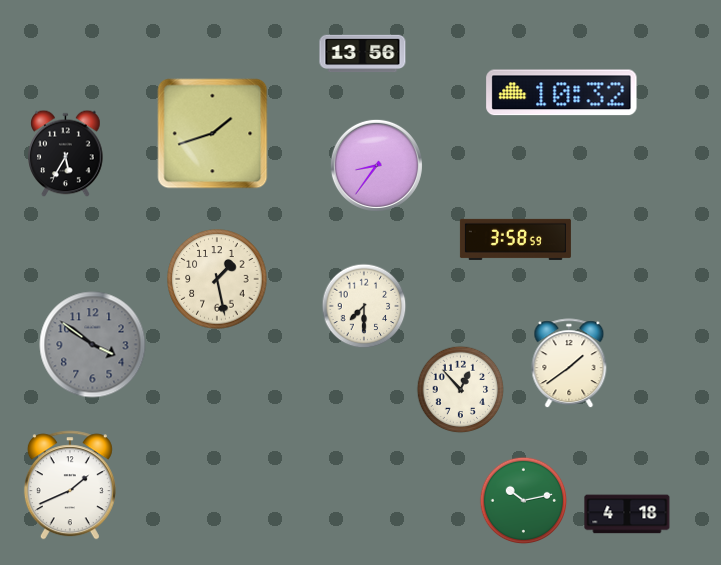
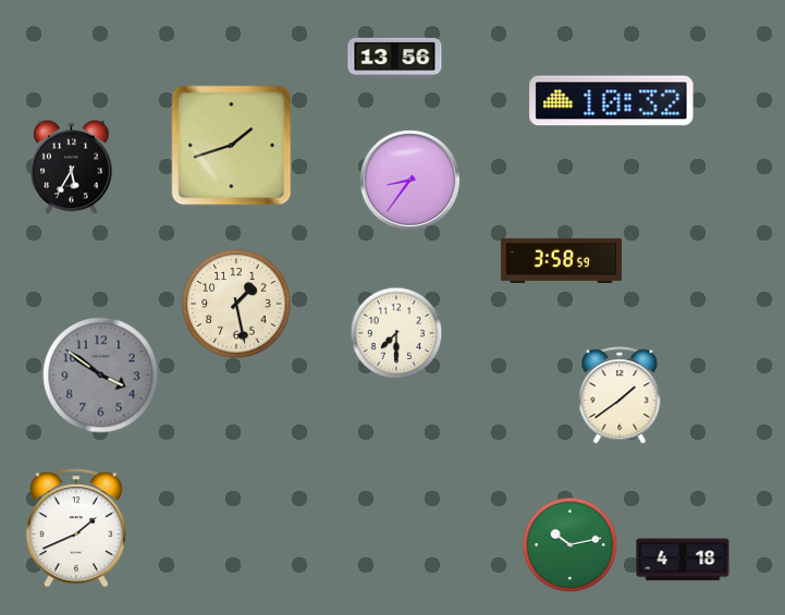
clock at (461, 390): 12:53 -> none
